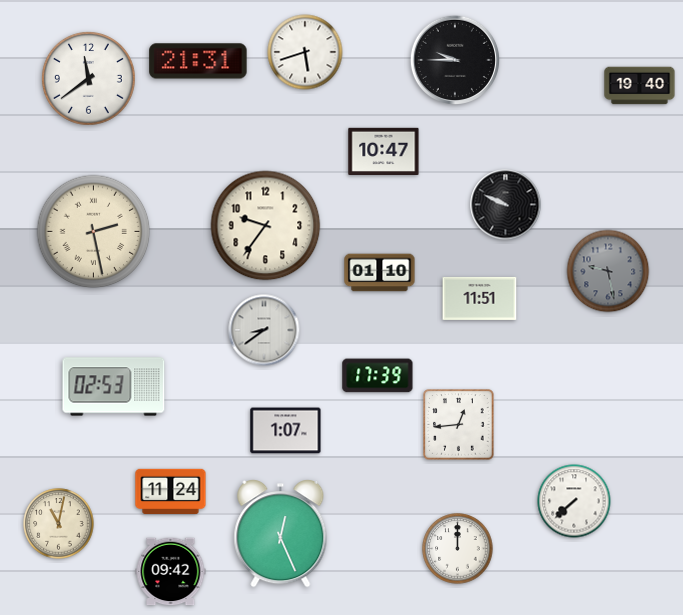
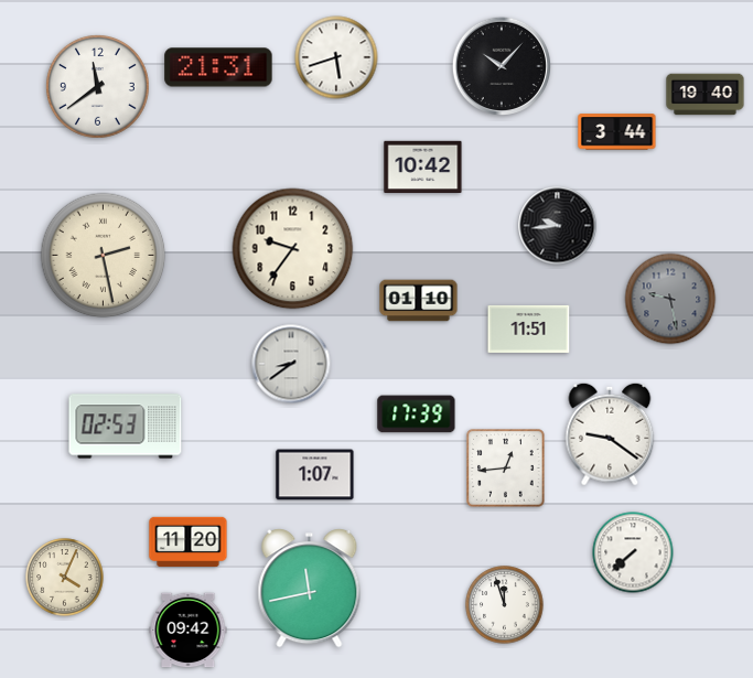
clock at (454, 59): 9:45 -> 10:07
clock at (617, 132): none -> 3:44
clock at (384, 151): 10:47 -> 10:42
clock at (506, 205): 9:49 -> 9:44
clock at (610, 434): none -> 9:21
clock at (171, 491): 11:24 -> 11:20
clock at (59, 524): 11:02 -> 4:04
clock at (281, 534): 12:26 -> 11:43
clock at (458, 549): 12:00 -> 11:57
